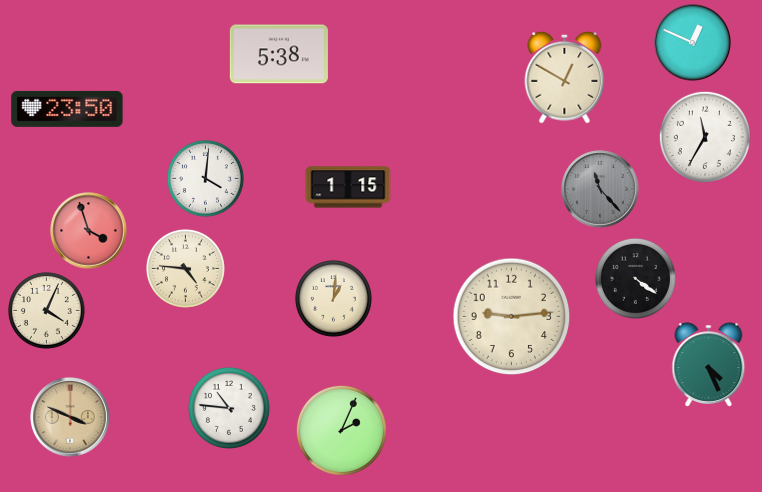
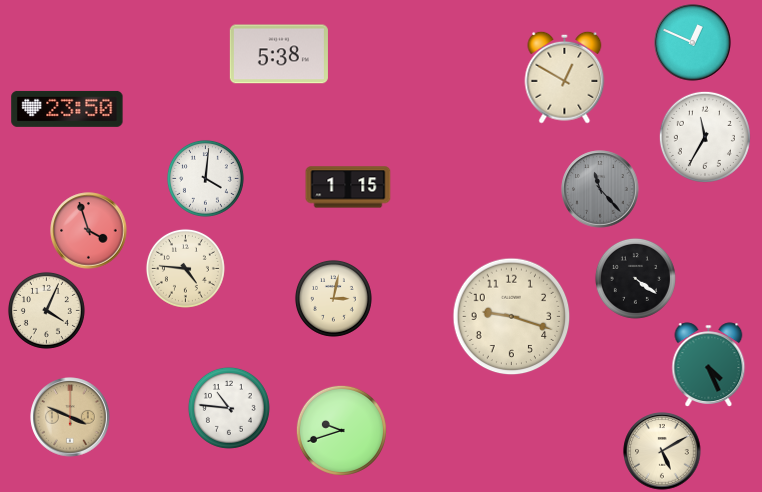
clock at (333, 298): 1:01 -> 3:02
clock at (512, 317): 9:14 -> 9:18
clock at (341, 430): 2:04 -> 9:42
clock at (662, 451): none -> 5:10
